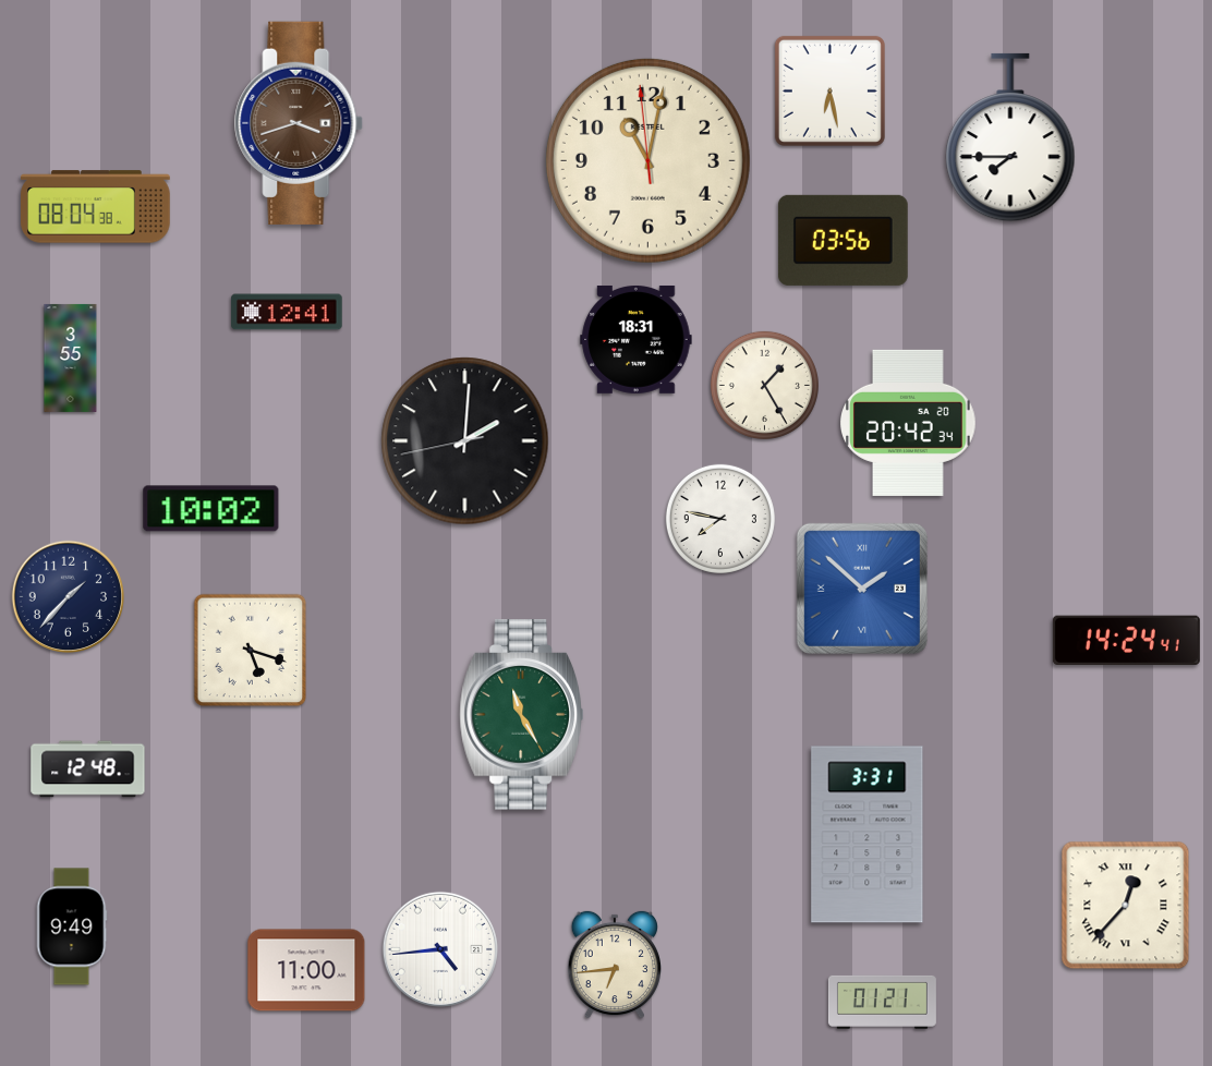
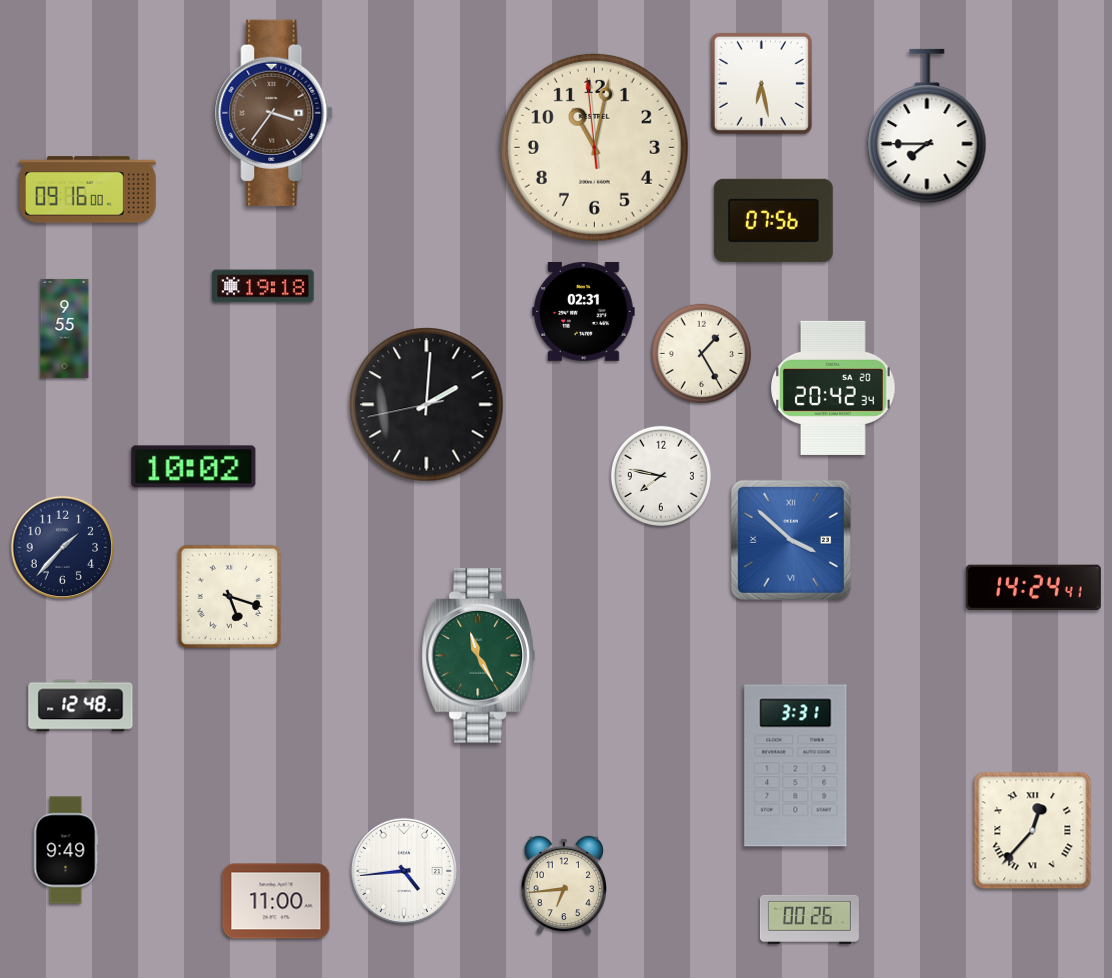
clock at (300, 123): 3:42 -> 3:36
clock at (96, 207): 08:04 -> 09:16
clock at (843, 240): 03:56 -> 07:56
clock at (287, 312): 12:41 -> 19:18
clock at (637, 339): 18:31 -> 02:31
clock at (71, 358): 3:55 -> 9:55
clock at (862, 589): 1:52 -> 3:52
clock at (306, 970) position: (306, 970) -> (276, 901)
clock at (882, 1002): 01:21 -> 00:26
